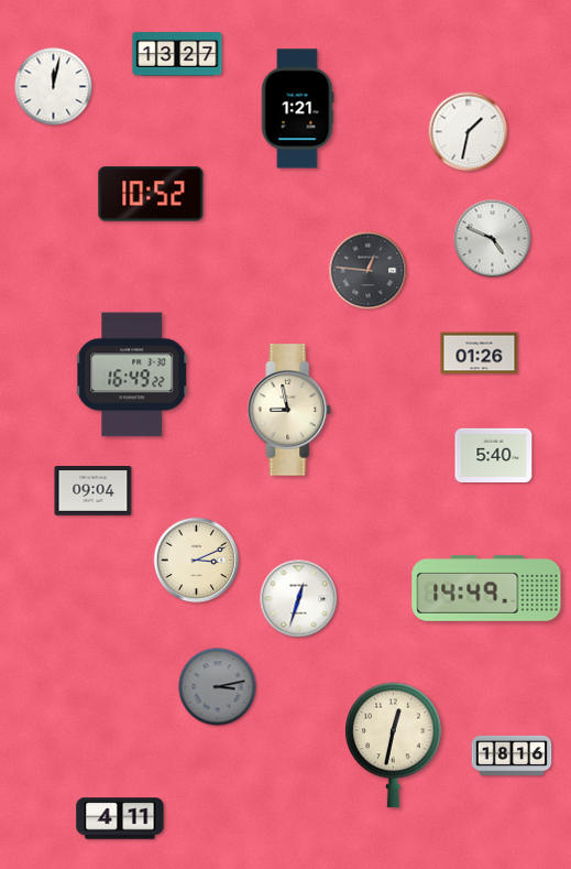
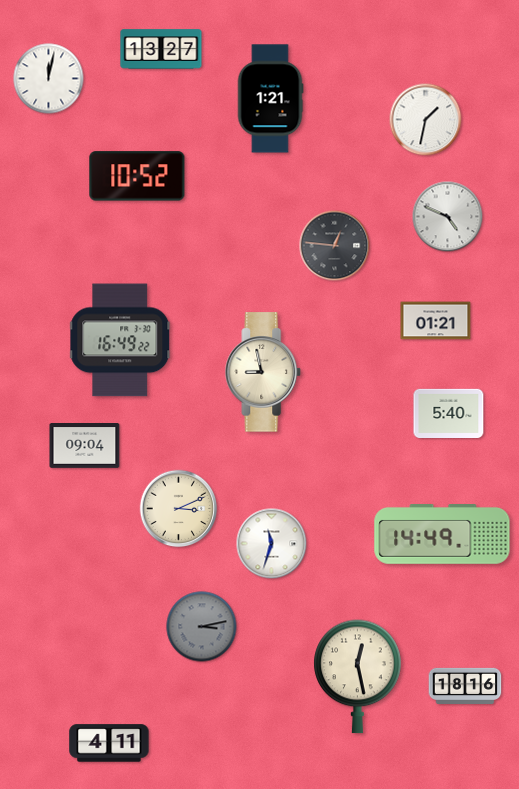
clock at (480, 354): 01:26 -> 01:21
clock at (299, 599): 12:33 -> 11:33
clock at (218, 687) position: (218, 687) -> (202, 627)
clock at (394, 746): 12:32 -> 12:28
